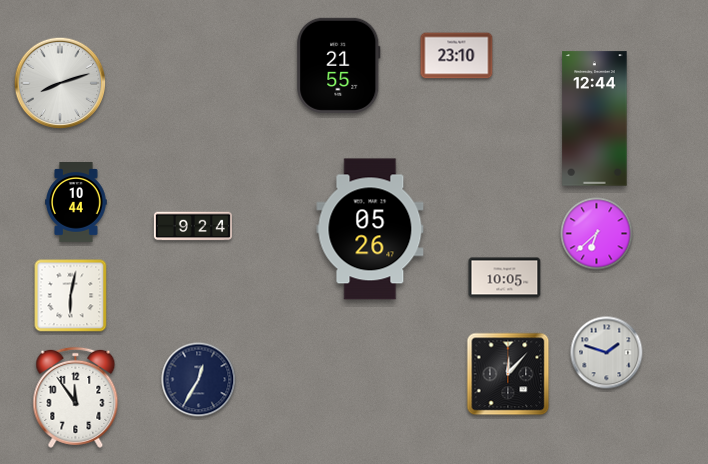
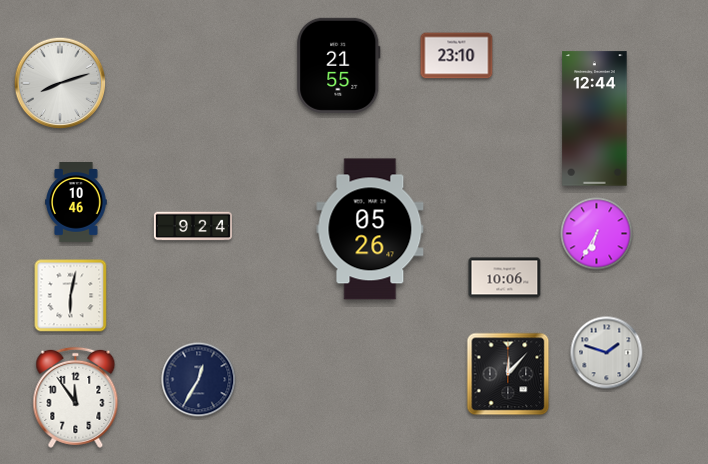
clock at (76, 203): 10:44 -> 10:46
clock at (597, 234): 6:38 -> 6:35
clock at (505, 278): 10:05 -> 10:06
